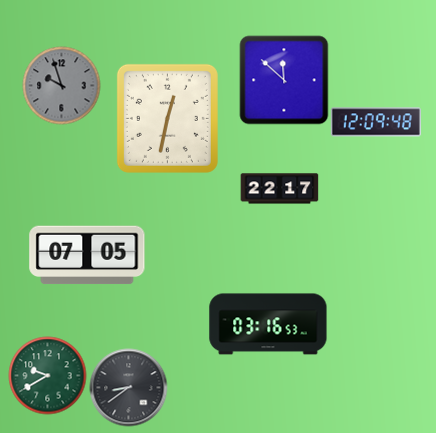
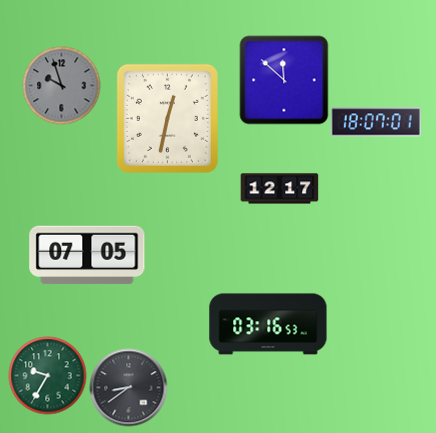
clock at (376, 122): 12:09 -> 18:07
clock at (279, 189): 22:17 -> 12:17
clock at (47, 375): 9:40 -> 9:35
